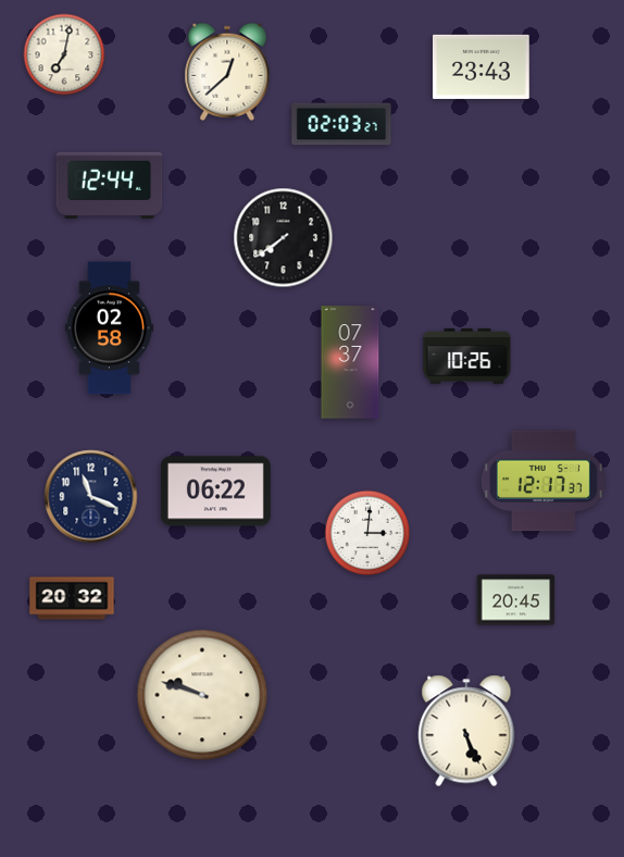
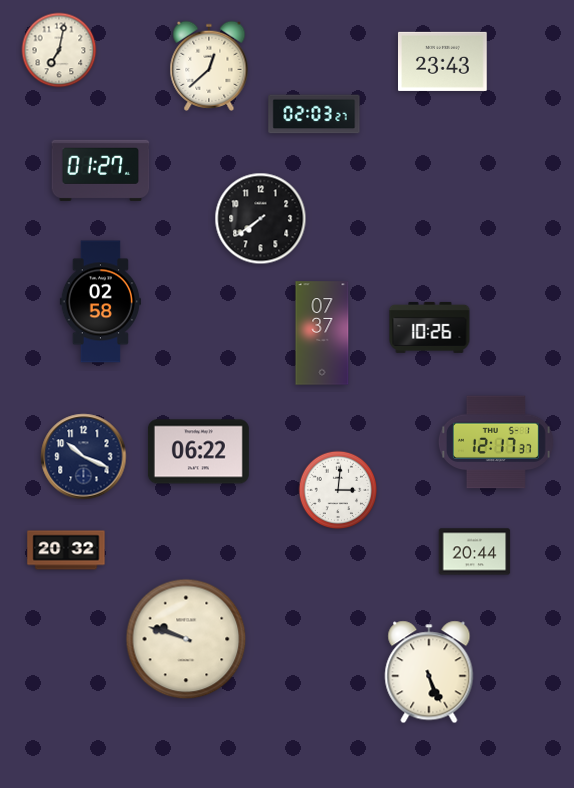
clock at (110, 185): 12:44 -> 01:27
clock at (544, 481) position: (544, 481) -> (496, 442)
clock at (91, 497): 11:19 -> 10:19
clock at (516, 600): 20:45 -> 20:44
